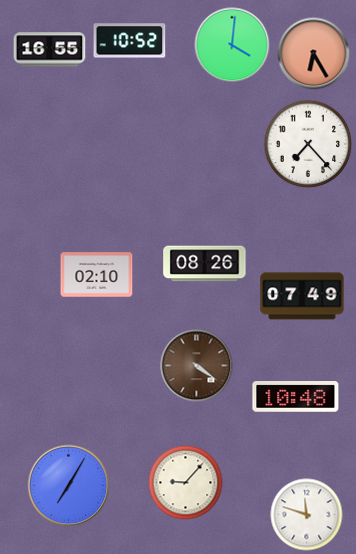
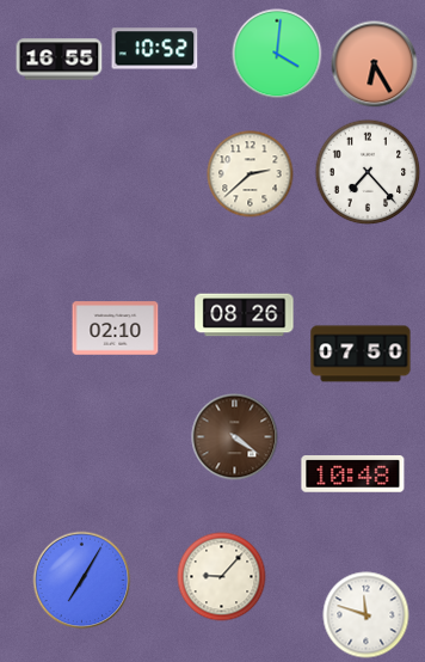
clock at (251, 174): none -> 2:38
clock at (302, 296): 07:49 -> 07:50
